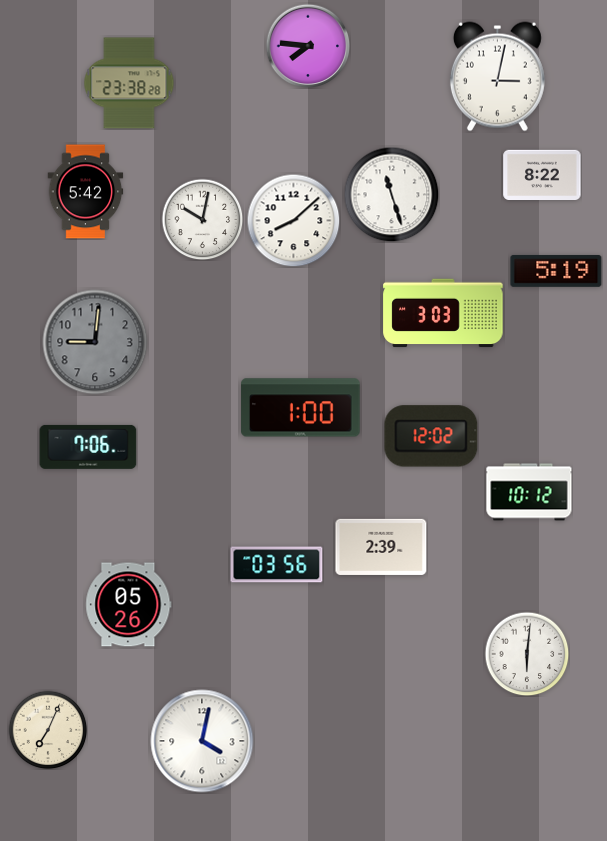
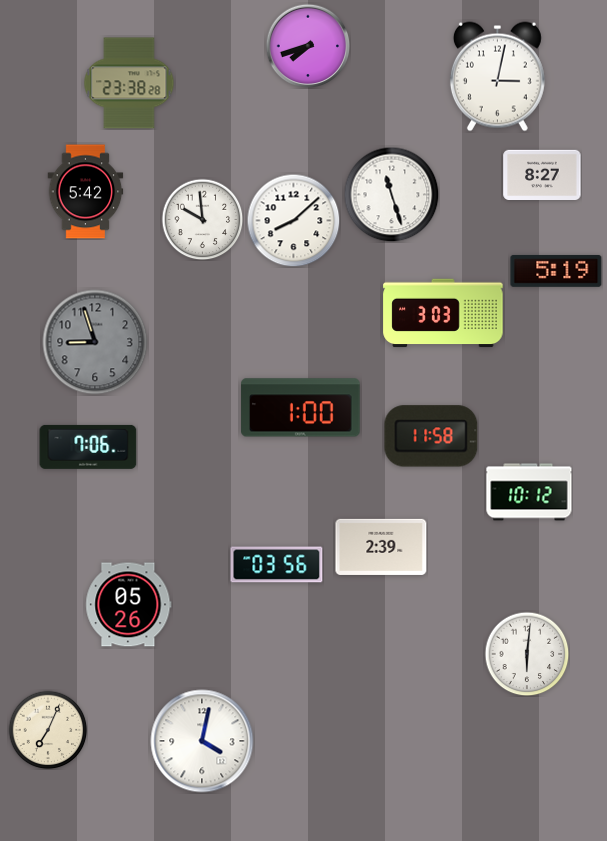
clock at (308, 46): 7:46 -> 7:42
clock at (542, 174): 8:22 -> 8:27
clock at (202, 219): 10:02 -> 9:59
clock at (95, 342): 9:01 -> 8:57
clock at (431, 436): 12:02 -> 11:58
